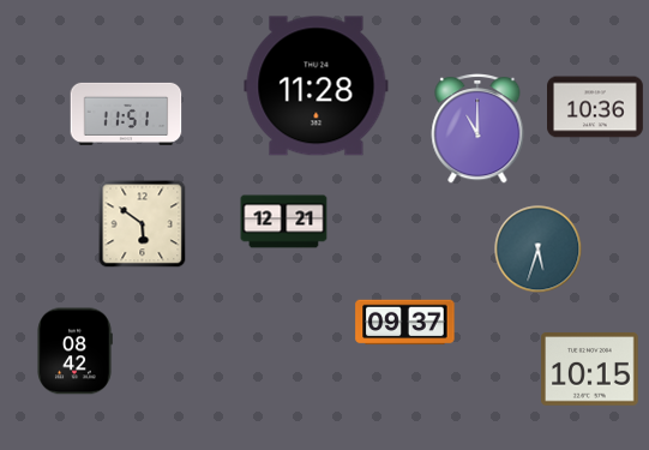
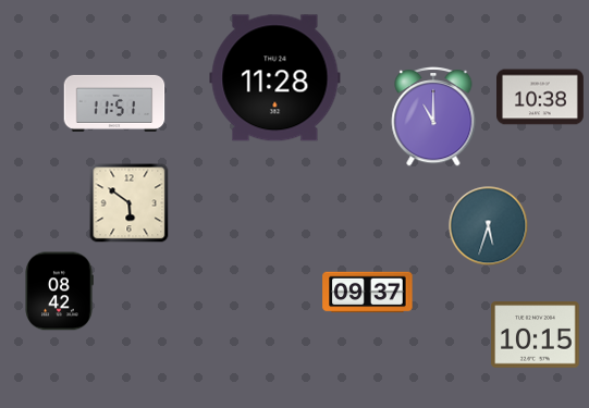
clock at (317, 86) position: (317, 86) -> (275, 78)
clock at (596, 107): 10:36 -> 10:38
clock at (284, 222): 12:21 -> none
clock at (74, 352) position: (74, 352) -> (59, 292)
